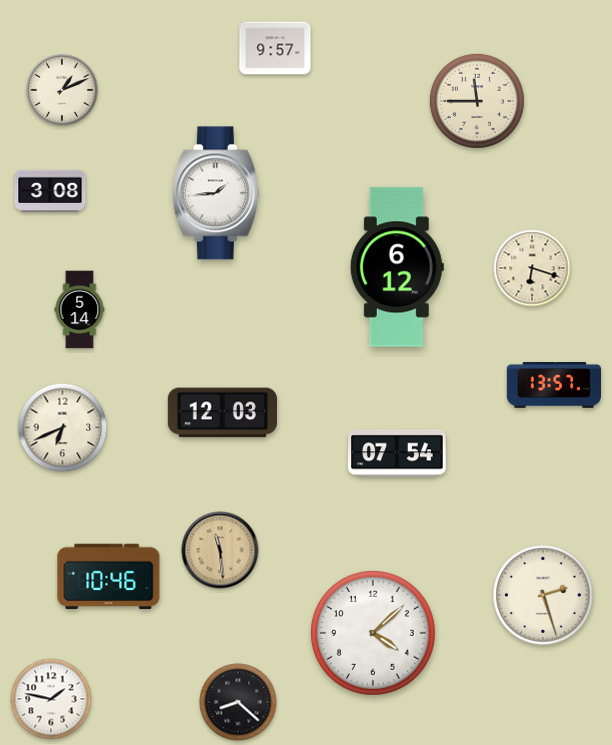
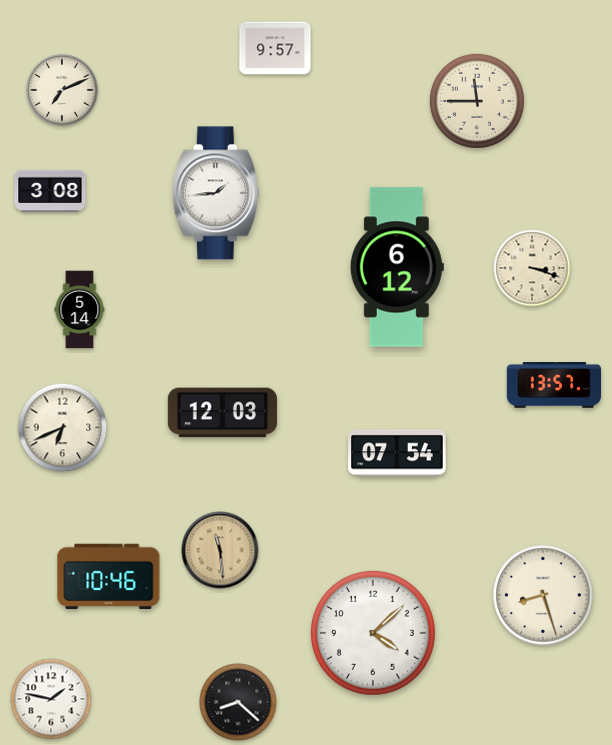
clock at (62, 90): 1:11 -> 7:11
clock at (532, 268): 6:18 -> 3:18
clock at (543, 595): 2:27 -> 8:27
